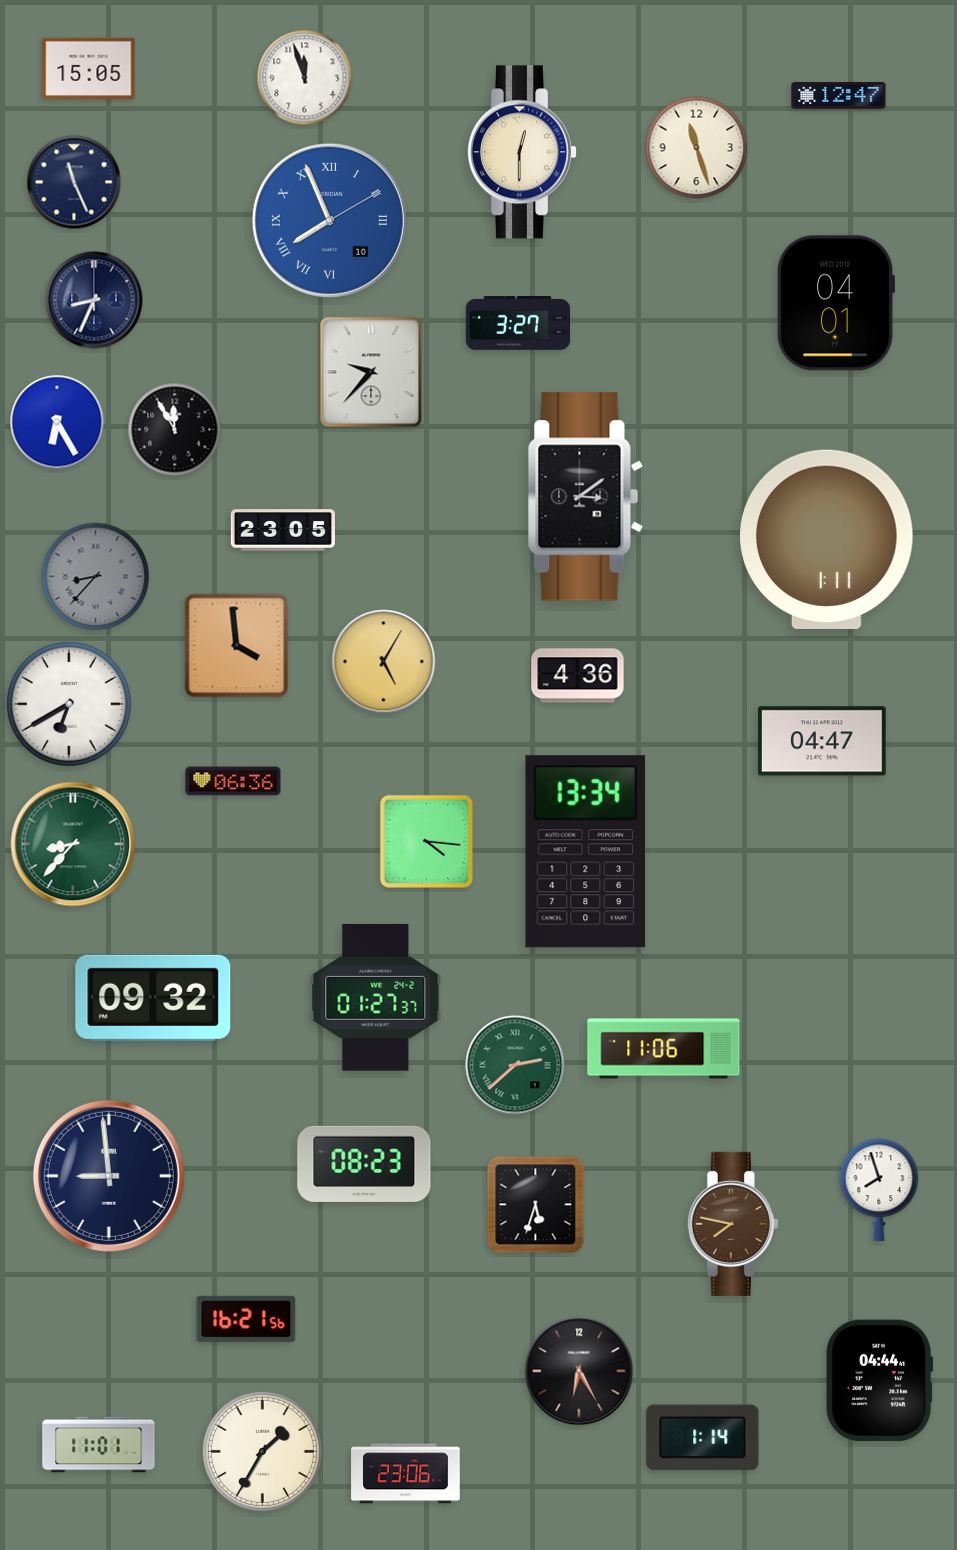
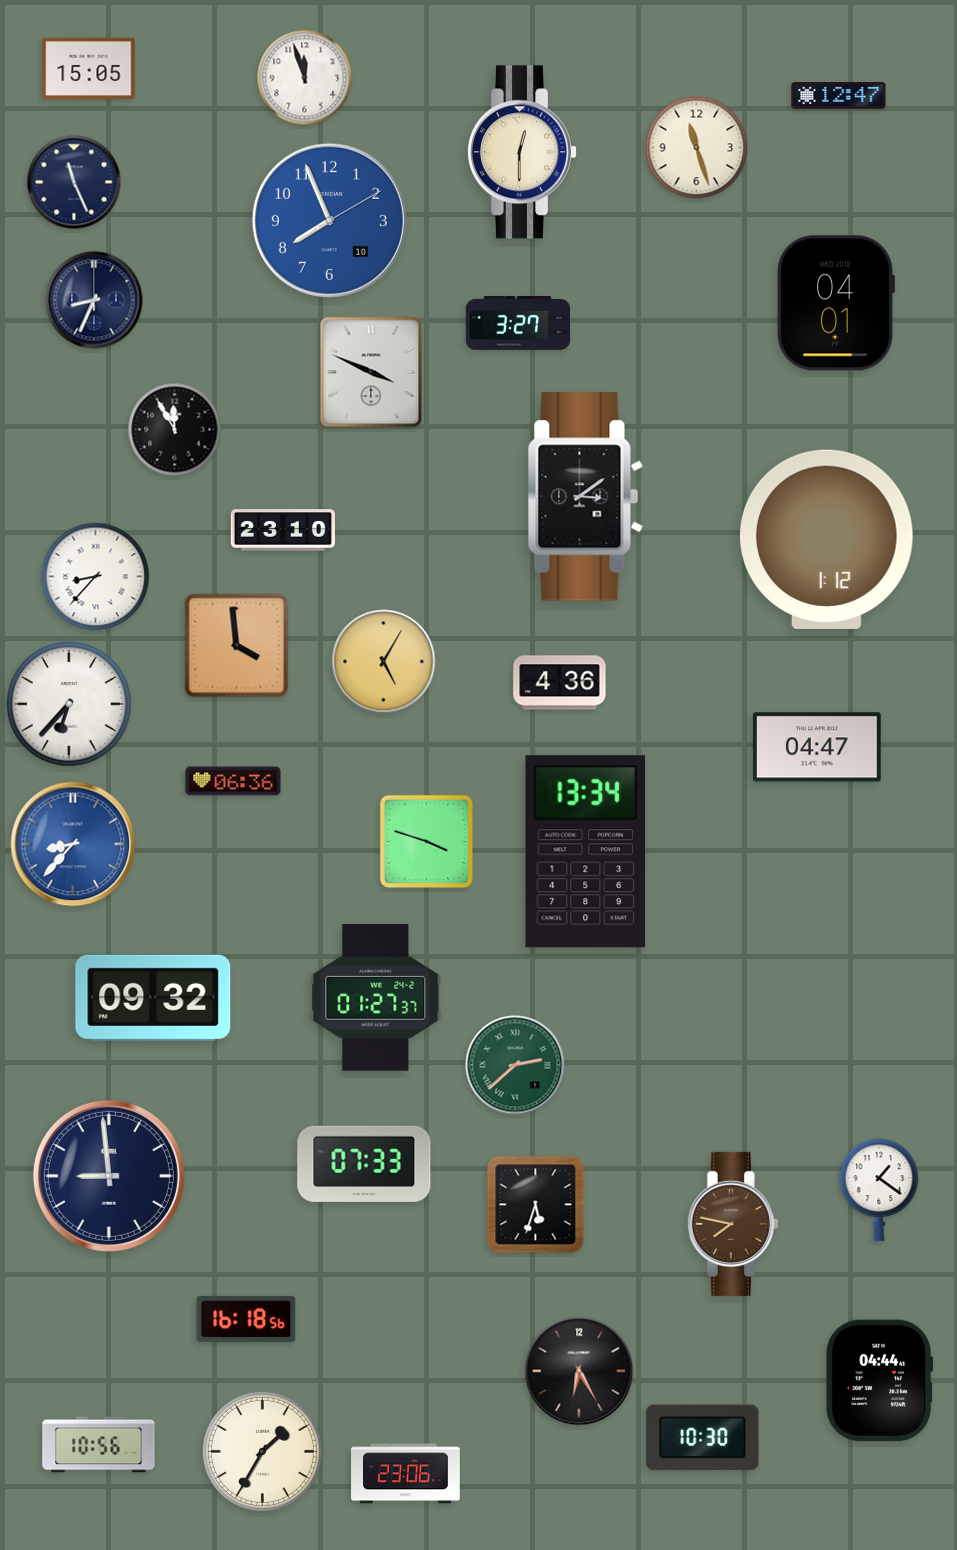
clock at (329, 220) numerals: Roman -> Arabic
clock at (371, 372): 9:37 -> 3:49
clock at (57, 422): 6:25 -> none
clock at (283, 530): 23:05 -> 23:10
clock at (827, 539): 1:11 -> 1:12
clock at (96, 577) dial: grey -> white
clock at (578, 676) position: (578, 676) -> (560, 683)
clock at (69, 704): 6:40 -> 6:37
clock at (823, 741) position: (823, 741) -> (818, 747)
clock at (426, 841): 4:16 -> 3:48
clock at (73, 844) dial: green -> blue
clock at (664, 1049): 11:06 -> none
clock at (364, 1164): 08:23 -> 07:33
clock at (879, 1190): 7:57 -> 1:21
clock at (246, 1319): 16:21 -> 16:18
clock at (703, 1438): 1:14 -> 10:30
clock at (99, 1445): 11:01 -> 10:56
